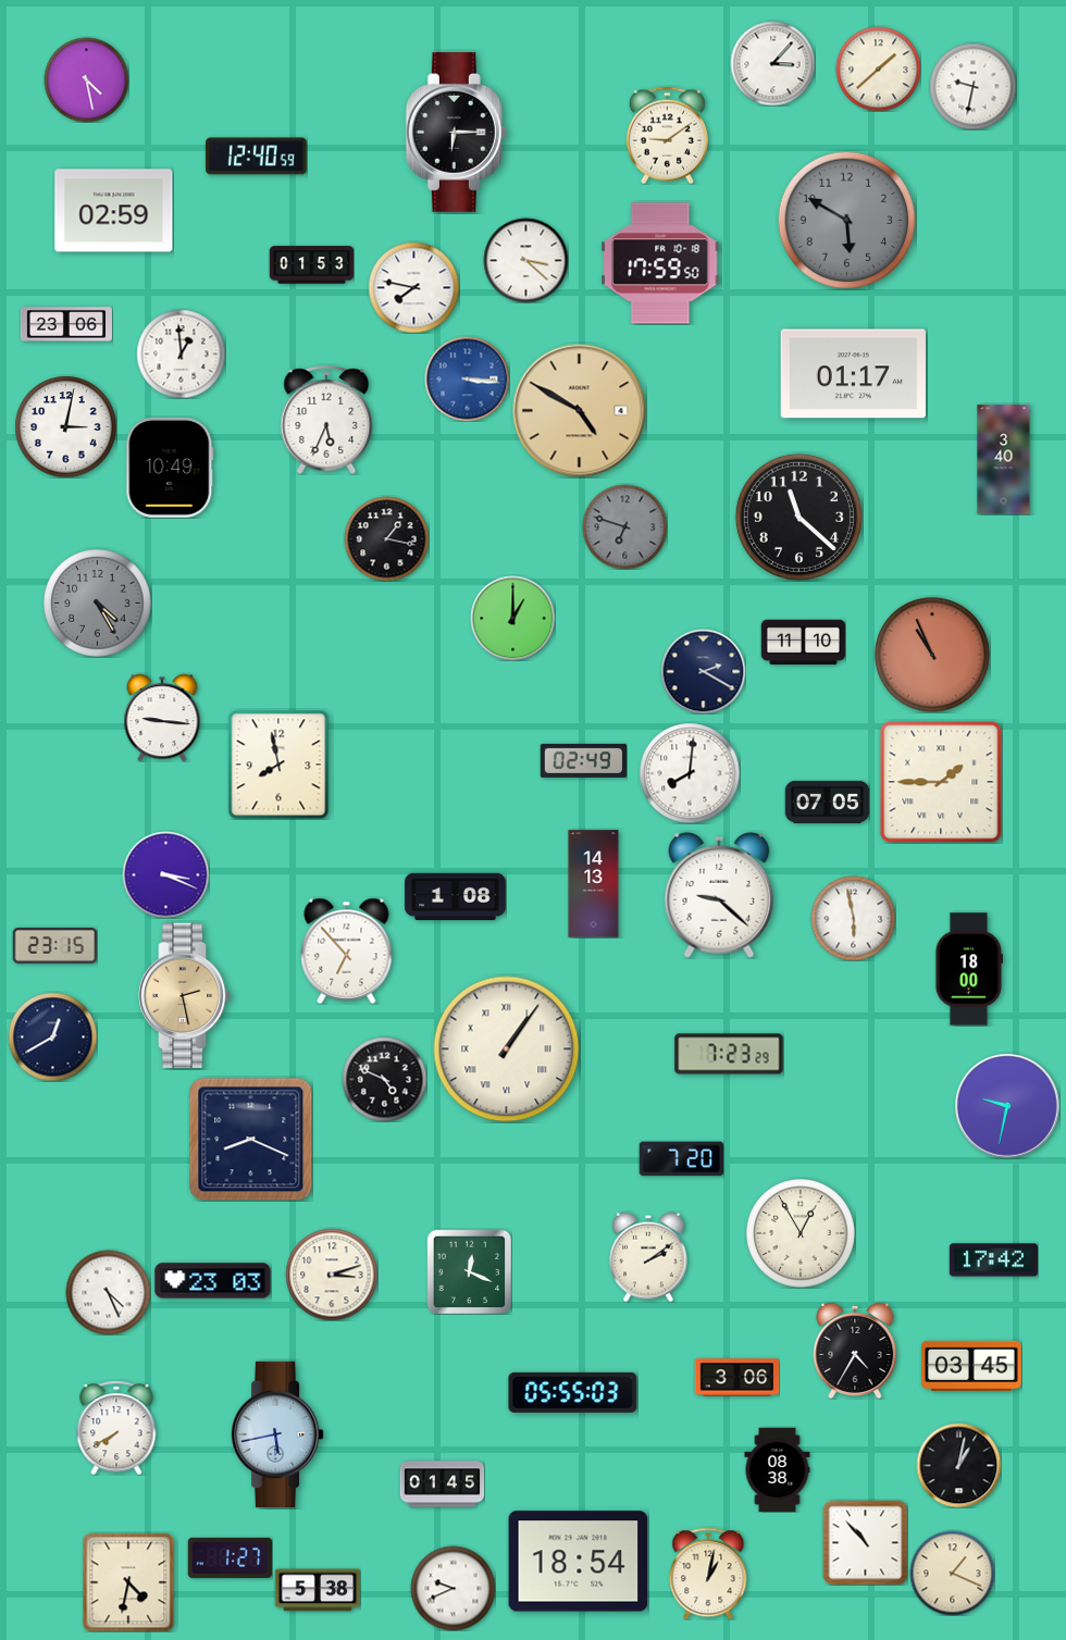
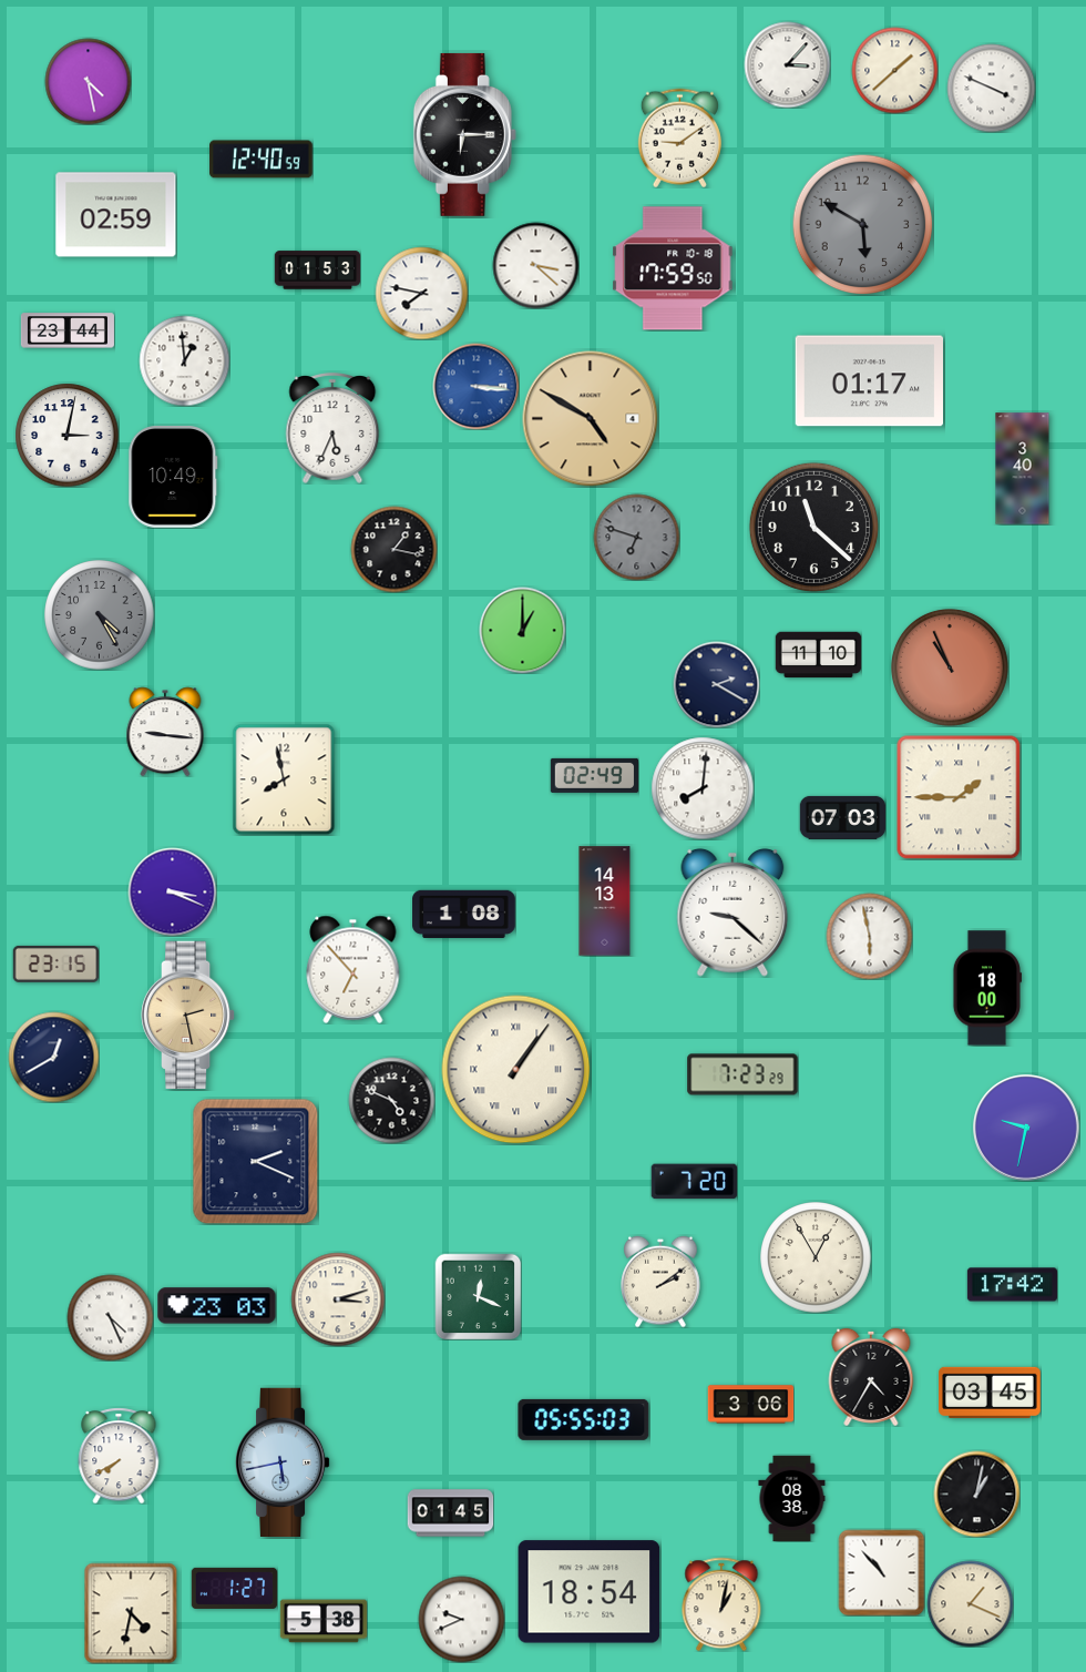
clock at (972, 86): 9:32 -> 3:49
clock at (66, 324): 23:06 -> 23:44
clock at (827, 802): 07:05 -> 07:03
clock at (165, 874) position: (165, 874) -> (172, 891)
clock at (250, 1139): 8:19 -> 2:19
